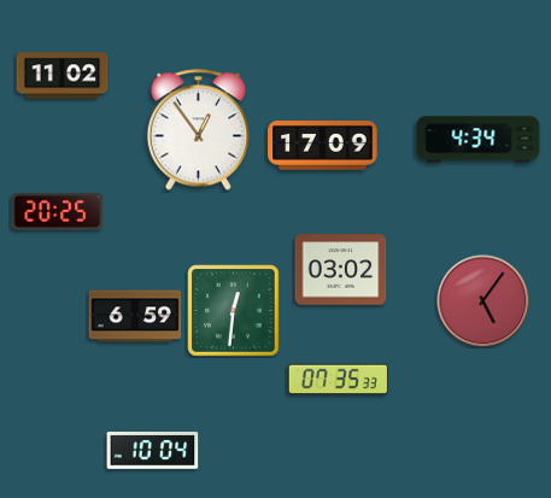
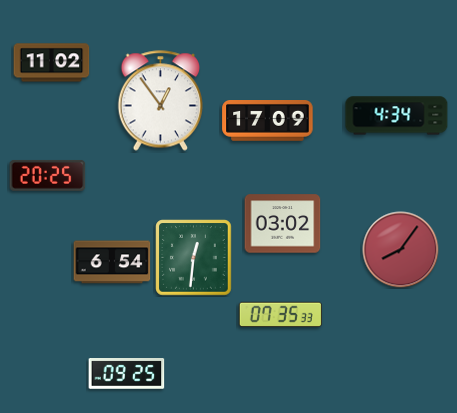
clock at (199, 130) position: (199, 130) -> (161, 101)
clock at (483, 301): 5:06 -> 8:06
clock at (135, 316): 6:59 -> 6:54
clock at (153, 451): 10:04 -> 09:25
